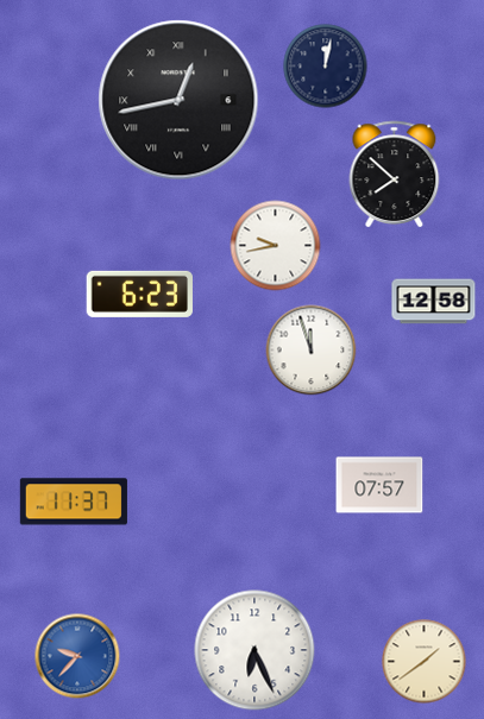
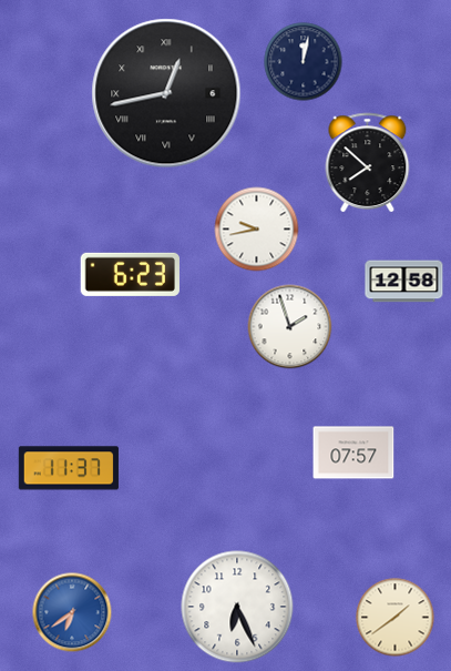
clock at (312, 351): 11:57 -> 1:57
clock at (77, 656): 9:37 -> 6:39
